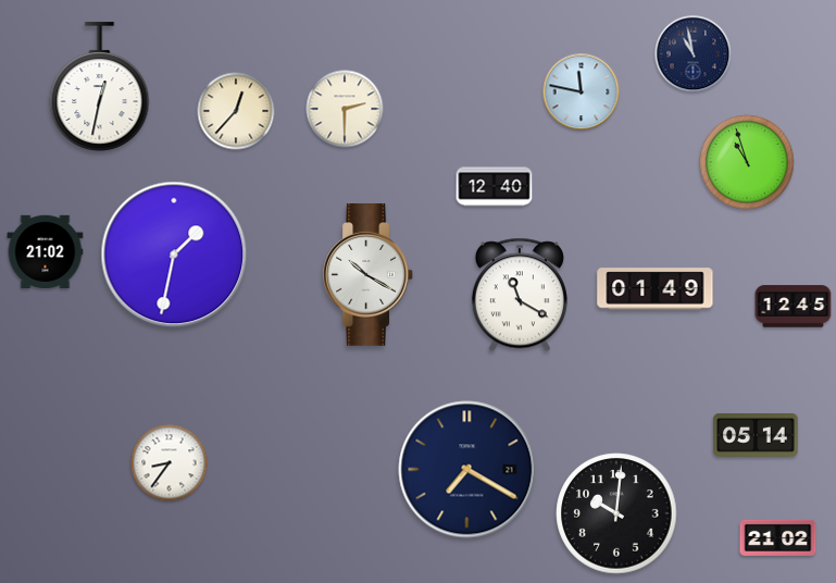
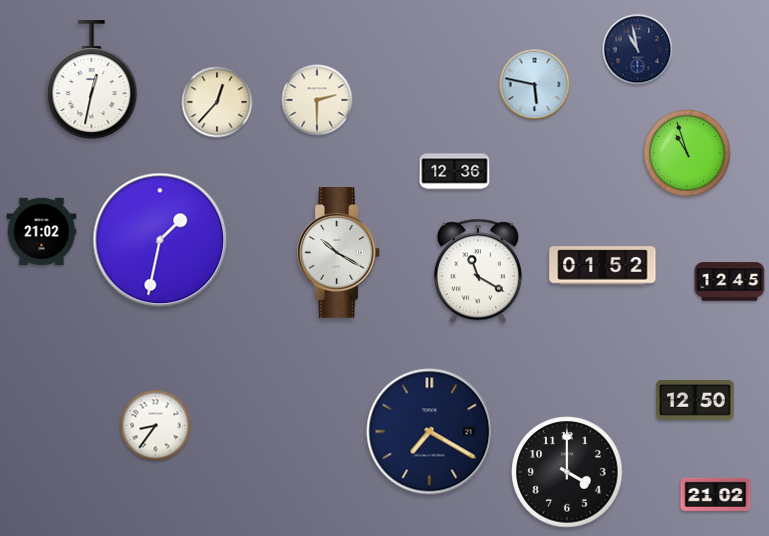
clock at (582, 92): 11:47 -> 5:47
clock at (747, 162) position: (747, 162) -> (687, 153)
clock at (495, 187): 12:40 -> 12:36
clock at (174, 255) position: (174, 255) -> (160, 240)
clock at (656, 289): 01:49 -> 01:52
clock at (756, 436): 05:14 -> 12:50
clock at (616, 513): 10:01 -> 4:00
